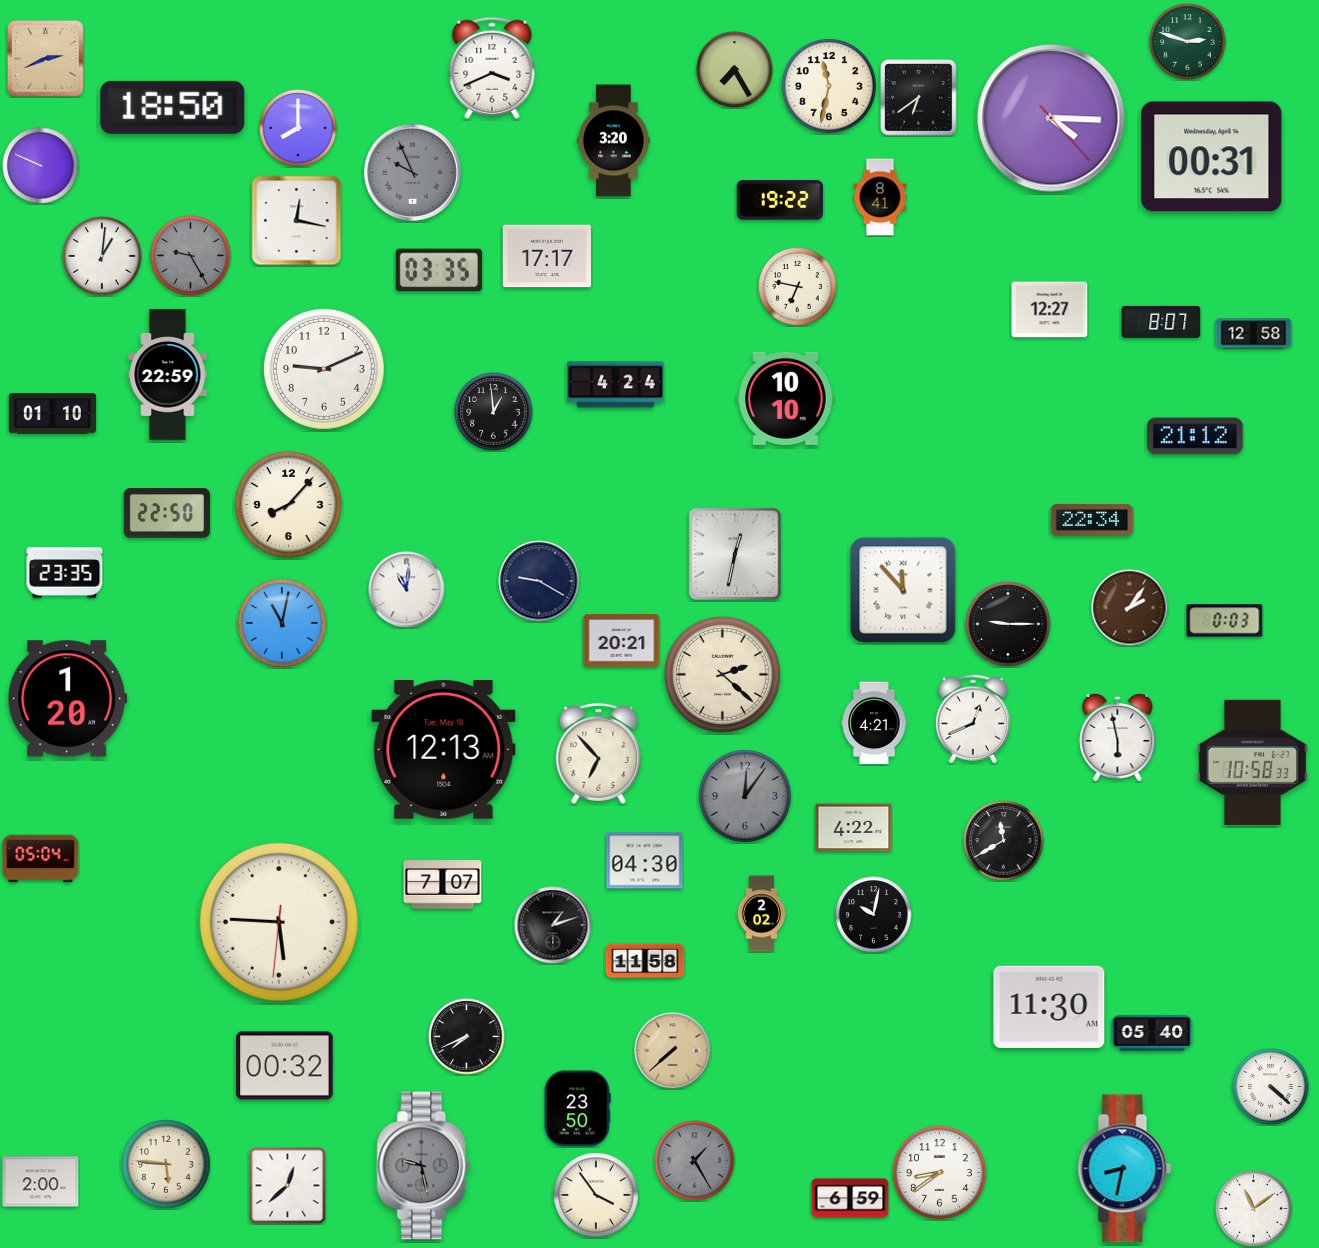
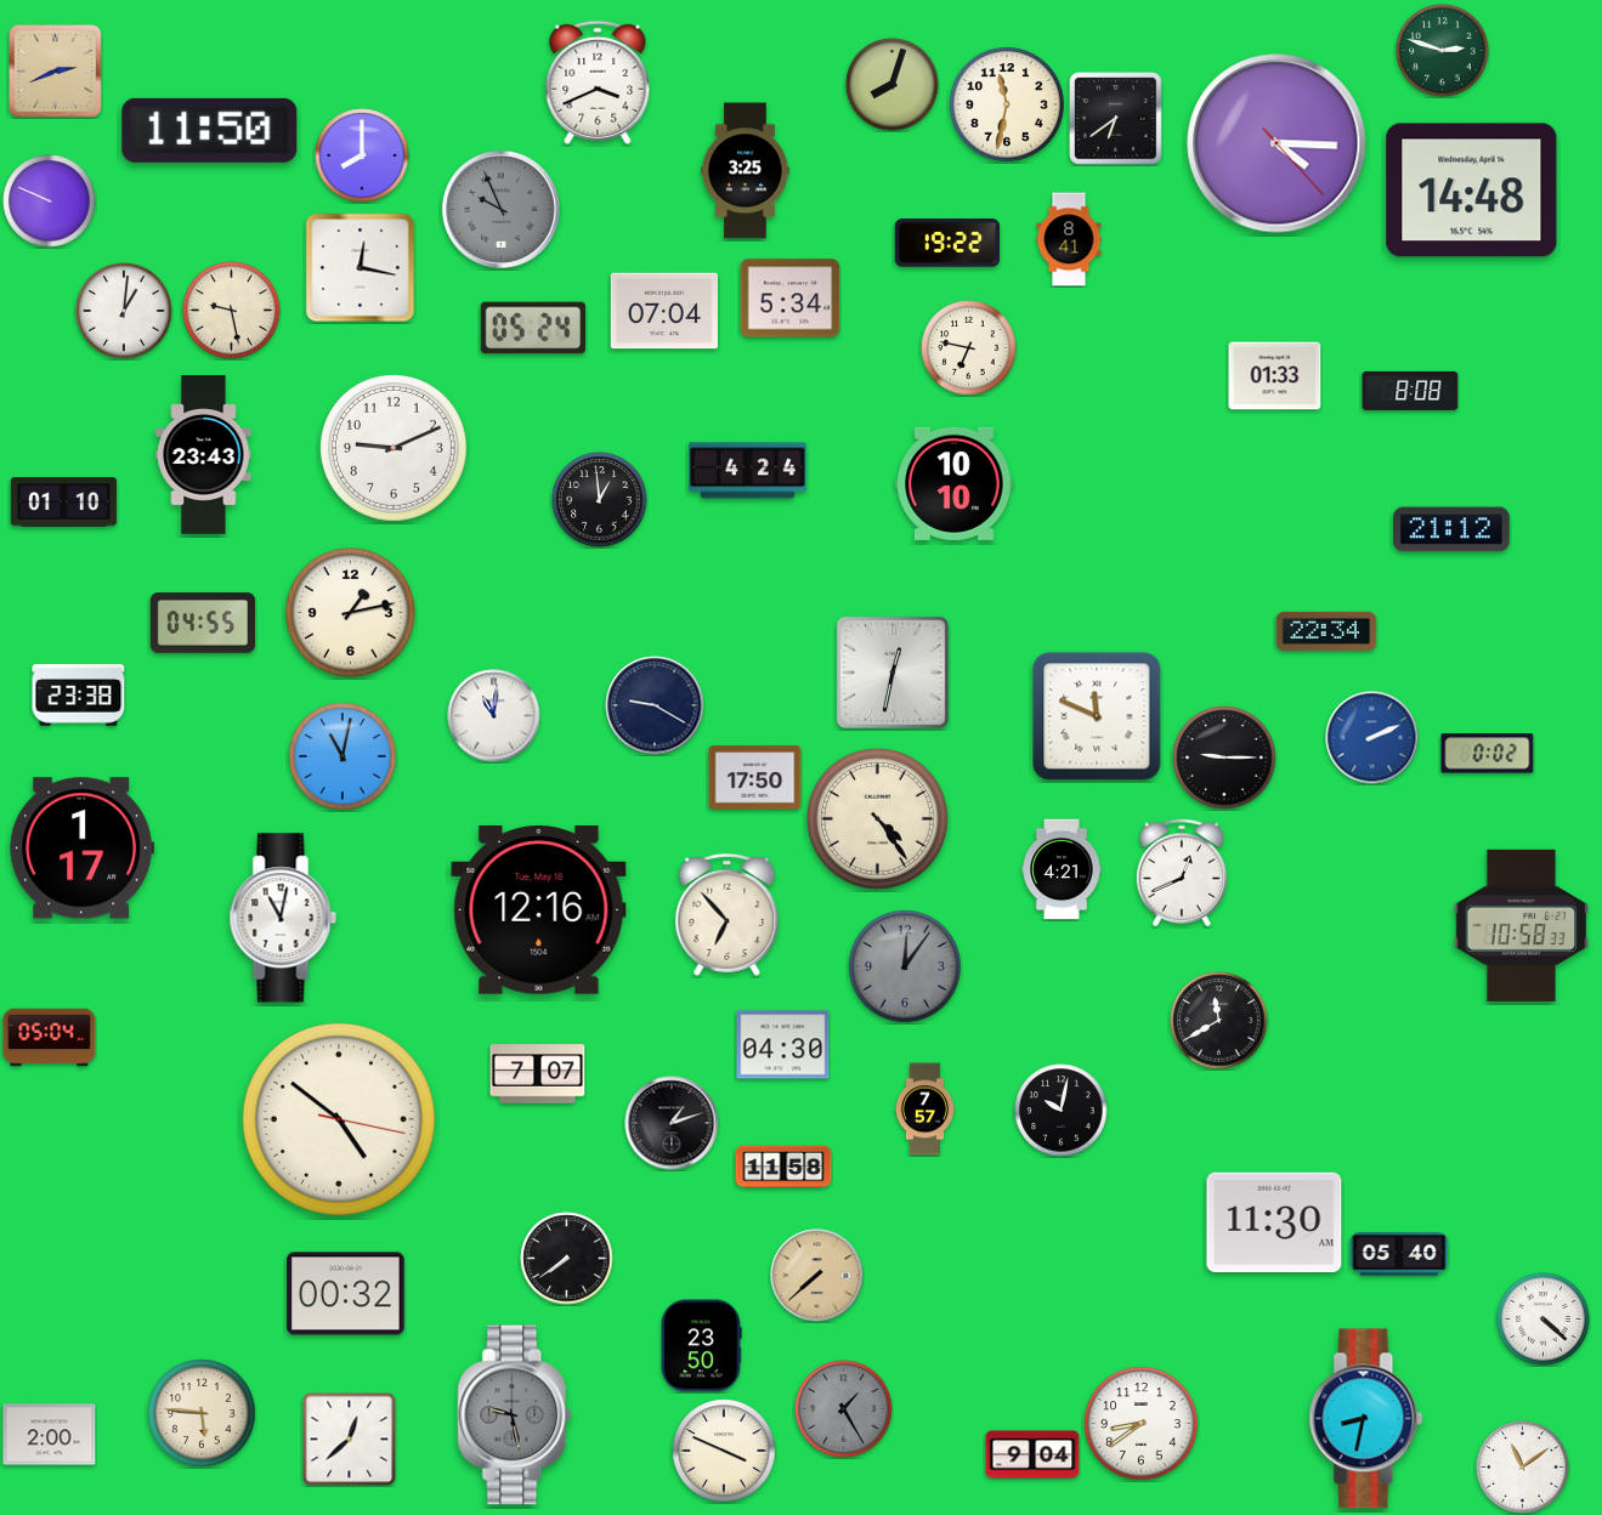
clock at (735, 70): 7:25 -> 8:03
clock at (173, 107): 18:50 -> 11:50
clock at (614, 141): 3:20 -> 3:25
clock at (1212, 157): 00:31 -> 14:48
clock at (791, 299): none -> 5:34
clock at (191, 256): 9:25 -> 9:28
clock at (191, 256) dial: grey -> cream
clock at (547, 256): 17:17 -> 07:04
clock at (438, 270): 03:35 -> 05:24
clock at (1050, 310): 12:27 -> 01:33
clock at (1161, 322): 8:07 -> 8:08
clock at (1254, 334): 12:58 -> none
clock at (168, 375): 22:59 -> 23:43
clock at (616, 385) position: (616, 385) -> (748, 471)
clock at (289, 505): 8:07 -> 1:13
clock at (167, 513): 22:50 -> 04:55
clock at (65, 573): 23:35 -> 23:38
clock at (903, 590): 11:53 -> 11:49
clock at (1130, 608): 2:06 -> 2:11
clock at (1130, 608) dial: brown -> blue
clock at (1225, 621): 0:03 -> 0:02
clock at (622, 641): 20:21 -> 17:50
clock at (722, 674): 2:22 -> 4:24
clock at (68, 699): 1:20 -> 1:17
clock at (874, 723) position: (874, 723) -> (1062, 869)
clock at (1118, 736): 5:58 -> none
clock at (444, 750): 12:13 -> 12:16
clock at (283, 918): none -> 11:02
clock at (854, 828): 4:22 -> none
clock at (41, 859) position: (41, 859) -> (50, 1038)
clock at (762, 914): 2:02 -> 7:57
clock at (279, 922): 5:45 -> 4:51
clock at (467, 1037): 7:41 -> 7:39
clock at (596, 1195): 3:54 -> 3:49
clock at (850, 1198): 6:59 -> 9:04
